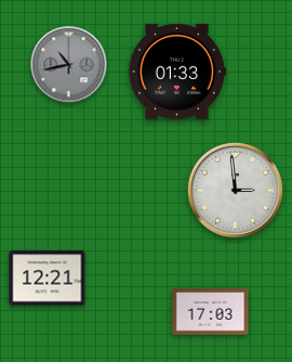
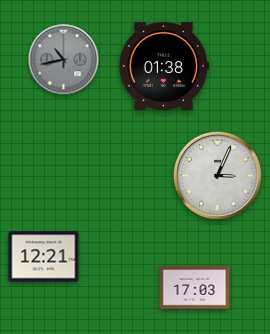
clock at (177, 72): 01:33 -> 01:38
clock at (235, 190): 2:59 -> 3:04
